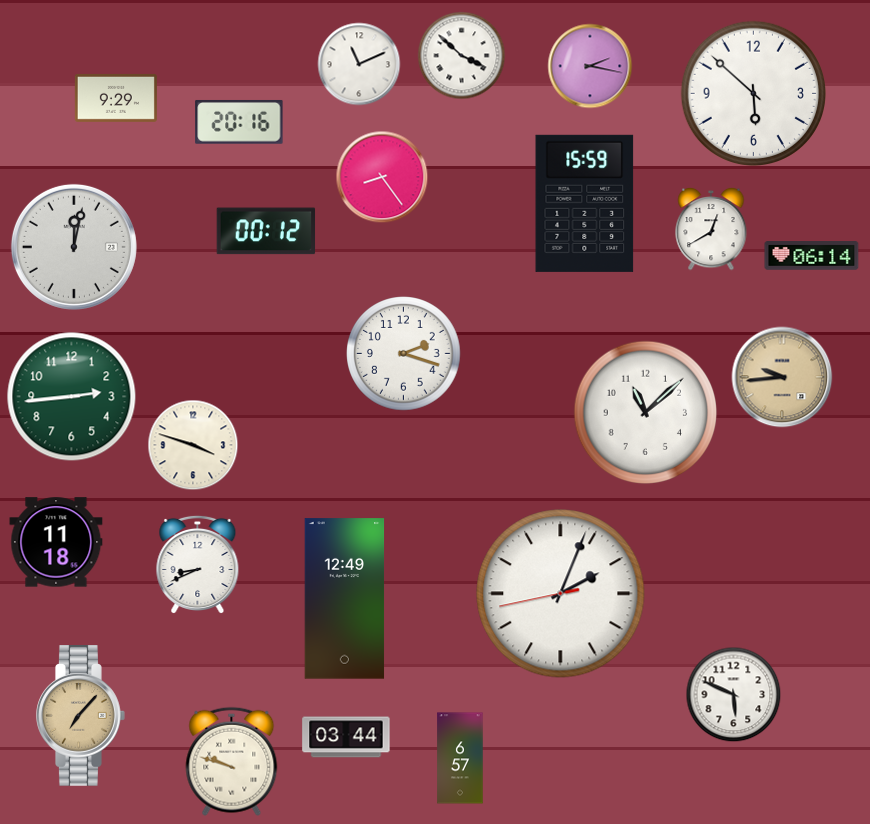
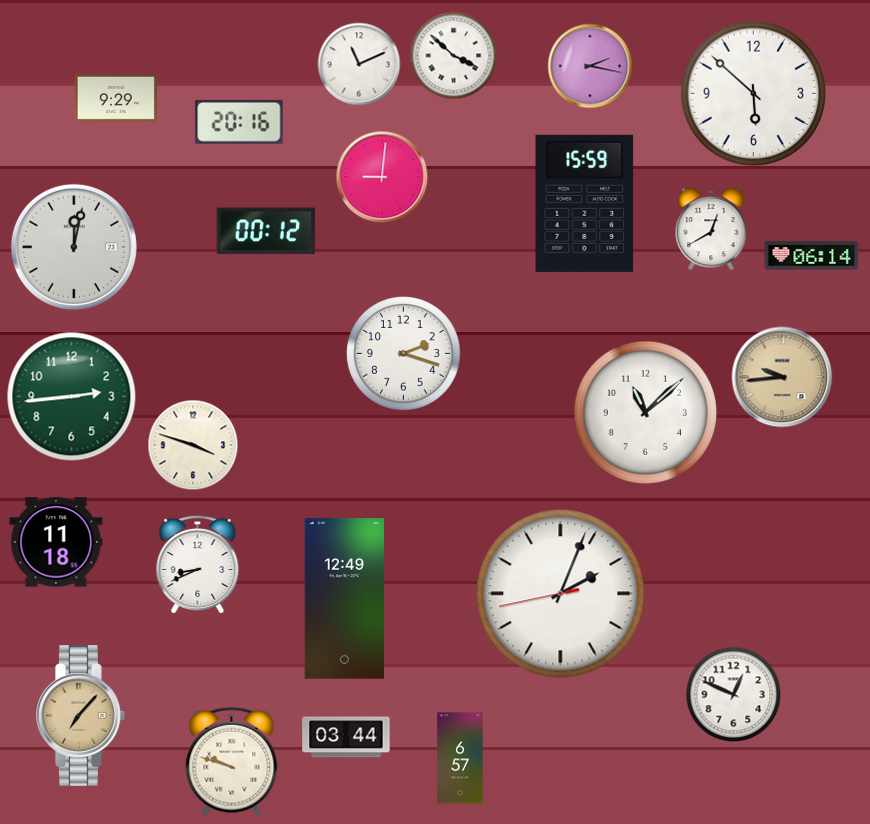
clock at (462, 56) position: (462, 56) -> (454, 56)
clock at (382, 177): 8:24 -> 9:01
clock at (734, 695): 5:49 -> 12:49
